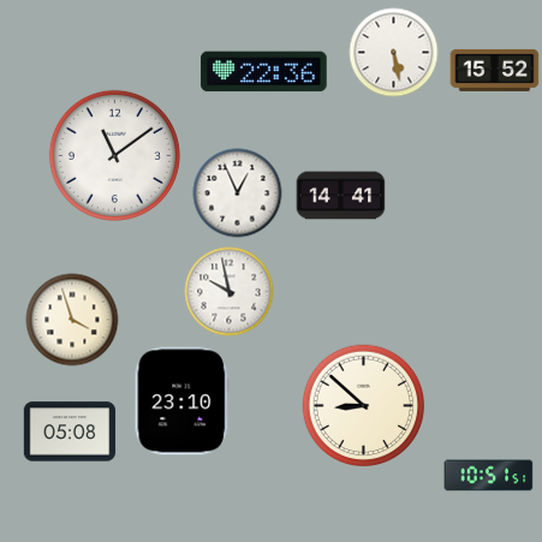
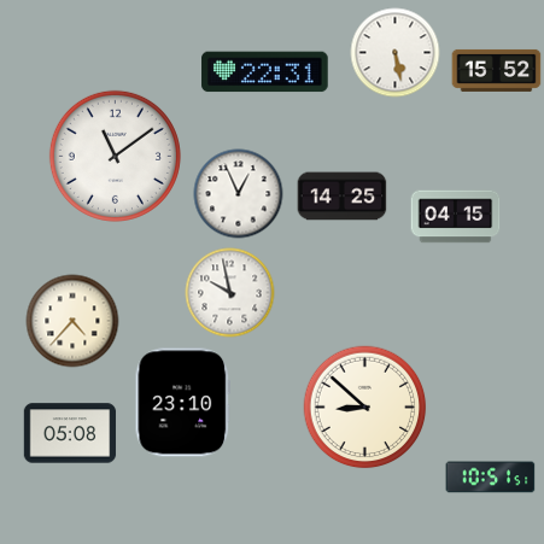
clock at (264, 72): 22:36 -> 22:31
clock at (341, 196): 14:41 -> 14:25
clock at (456, 217): none -> 04:15
clock at (72, 320): 3:57 -> 4:37
